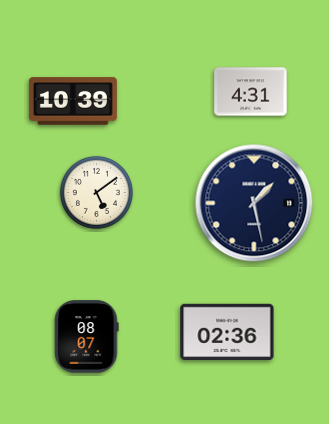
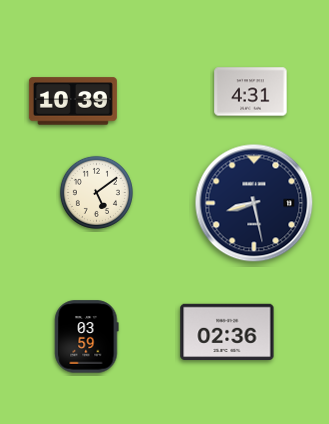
clock at (254, 203): 1:28 -> 8:28
clock at (87, 337): 08:07 -> 03:59
